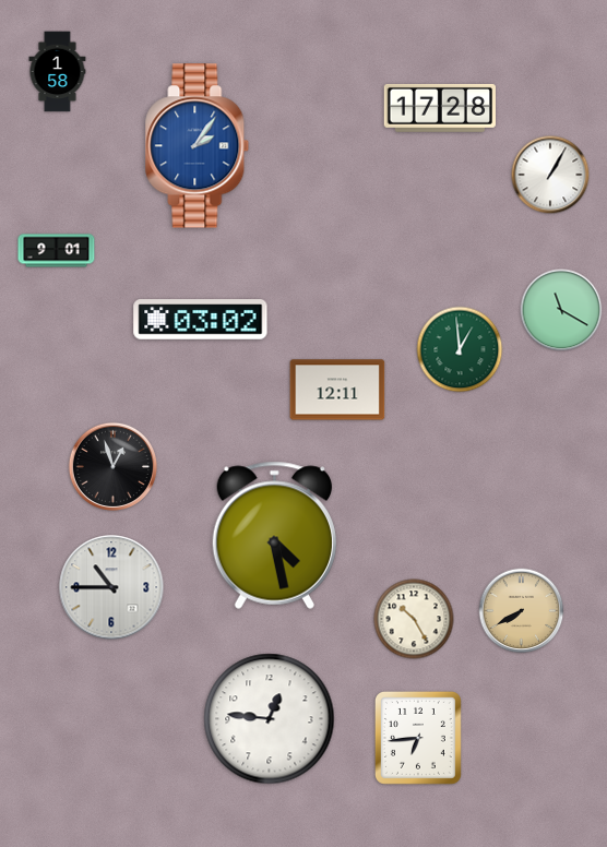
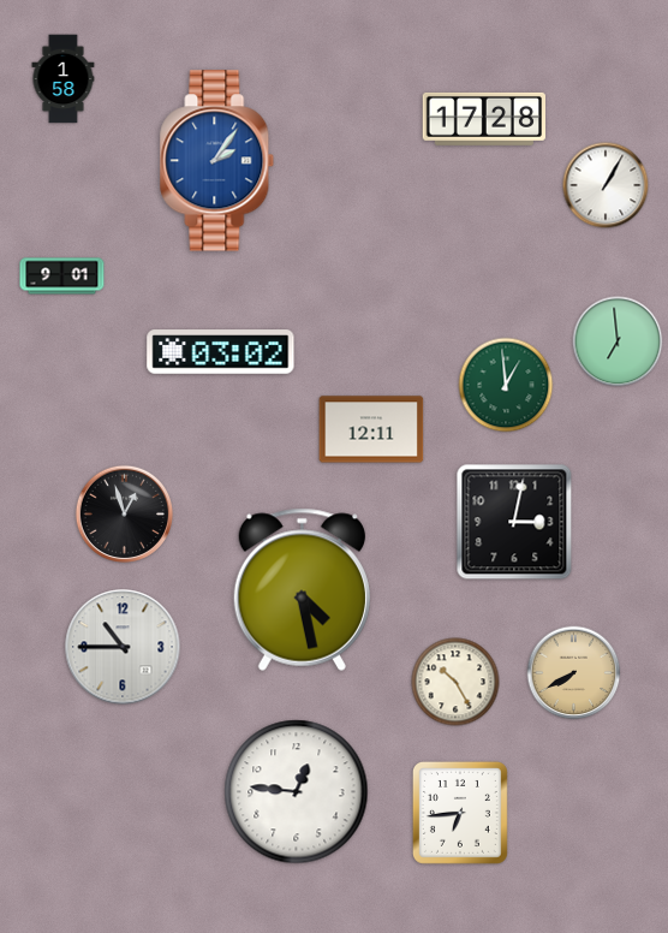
clock at (550, 175) position: (550, 175) -> (606, 185)
clock at (561, 310): 11:20 -> 6:59
clock at (514, 522): none -> 3:02
